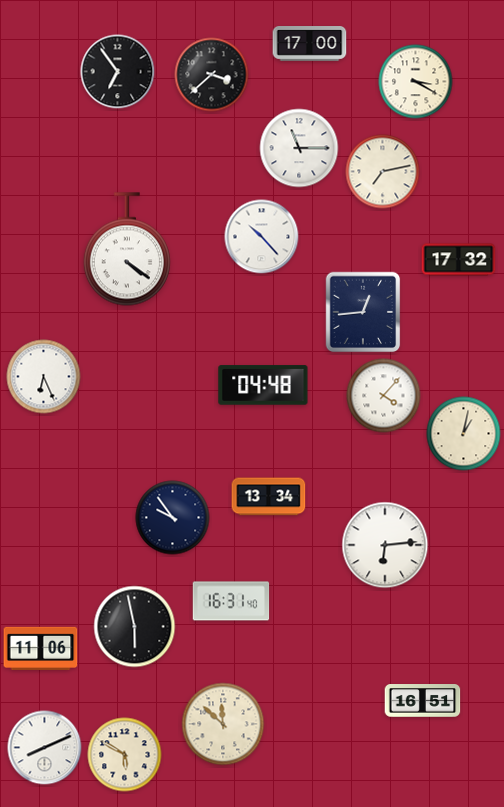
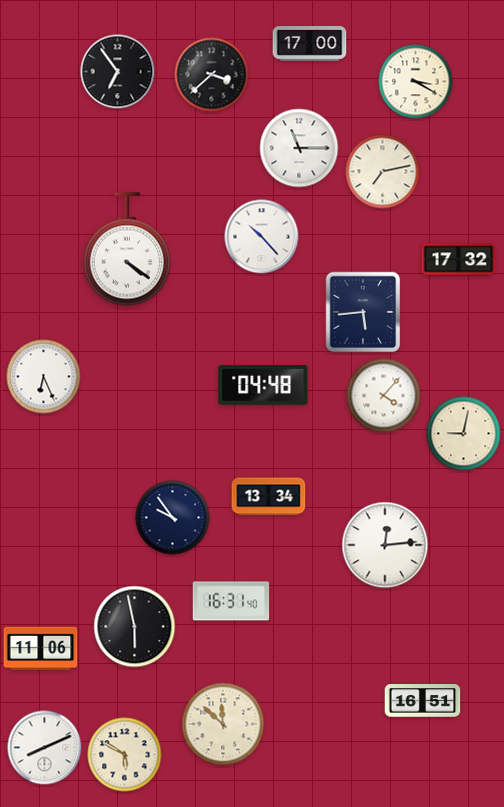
clock at (363, 312): 12:44 -> 5:44
clock at (464, 434): 1:02 -> 9:02
clock at (385, 545): 6:14 -> 12:14
